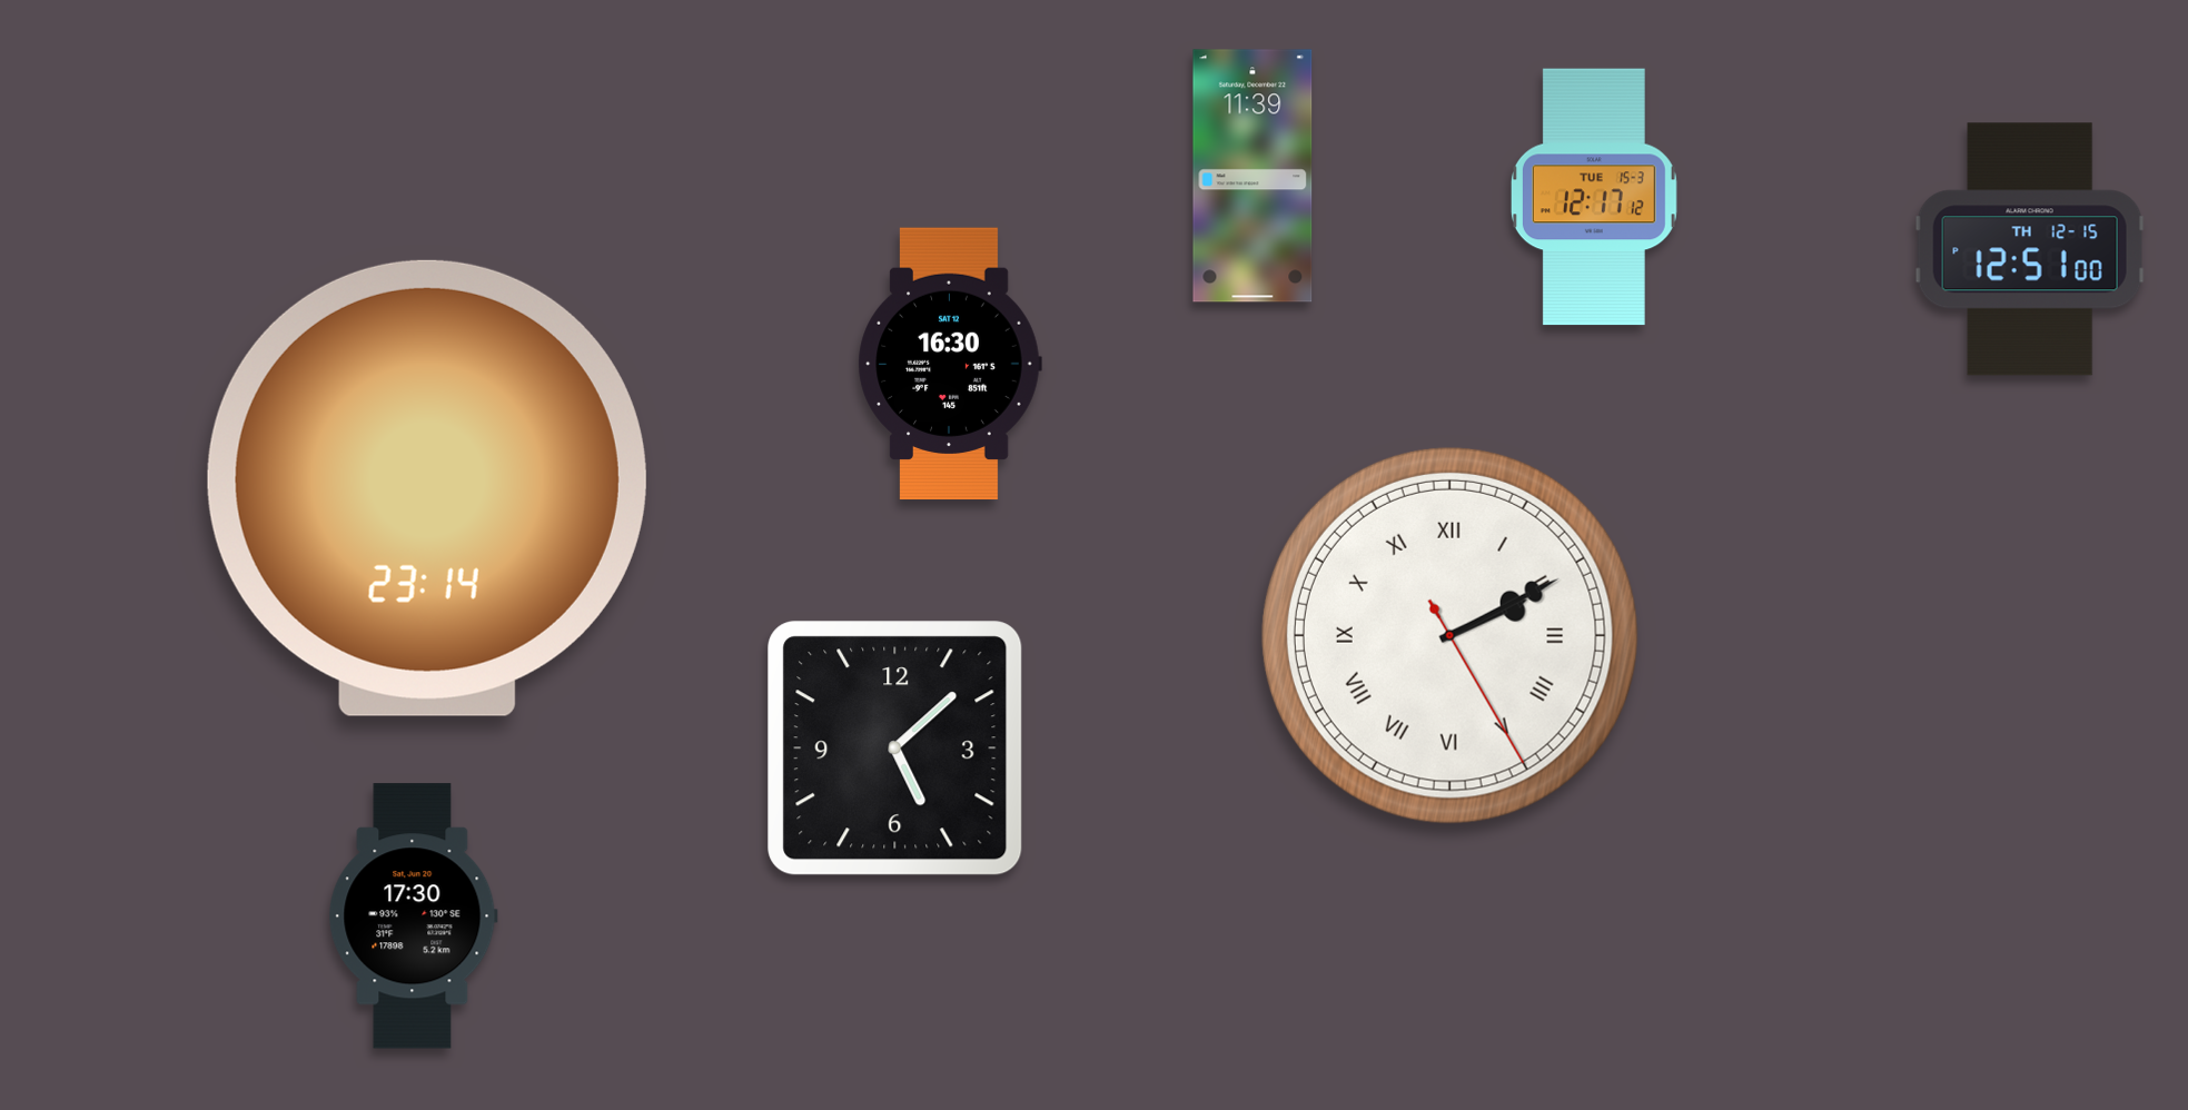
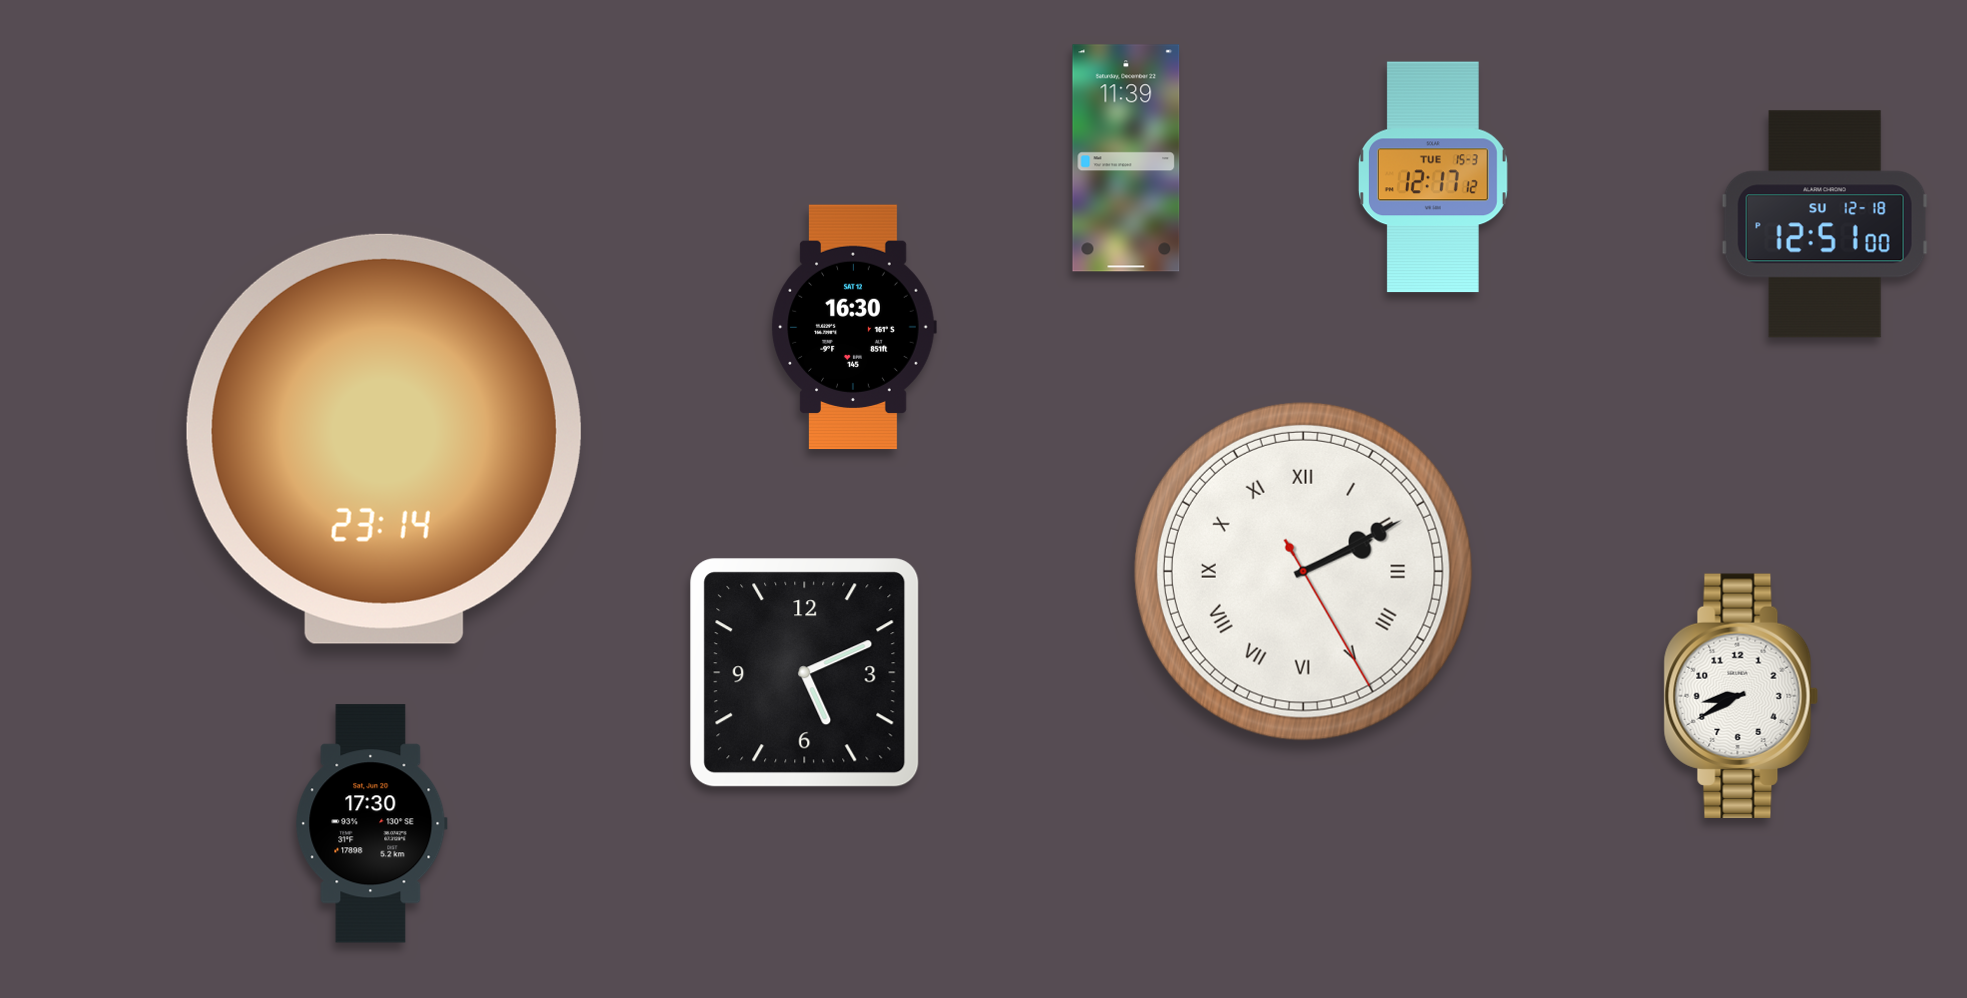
clock at (2030, 249) date: TH 12-15 -> SU 12-18
clock at (895, 749): 5:08 -> 5:11
clock at (1741, 695): none -> 8:40
